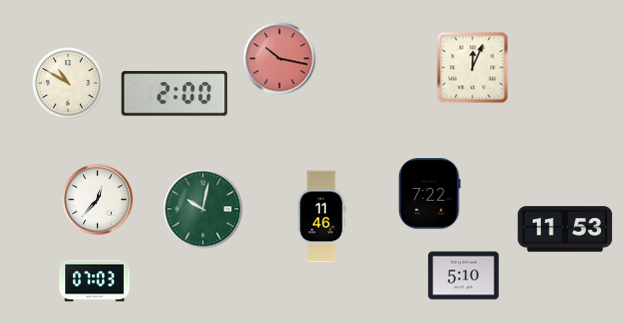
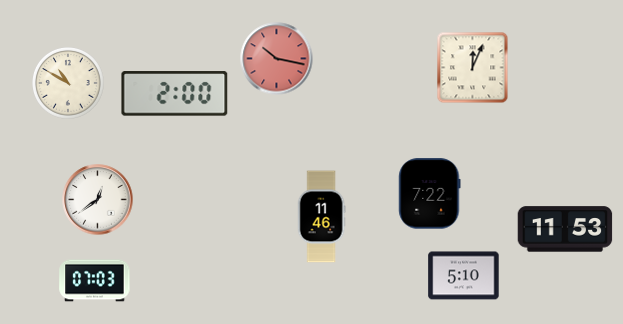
clock at (280, 59) position: (280, 59) -> (277, 59)
clock at (98, 200): 12:37 -> 12:39
clock at (203, 209): 10:02 -> none
